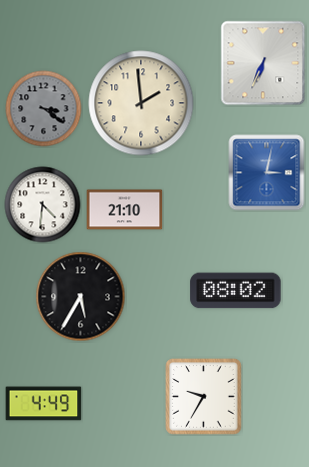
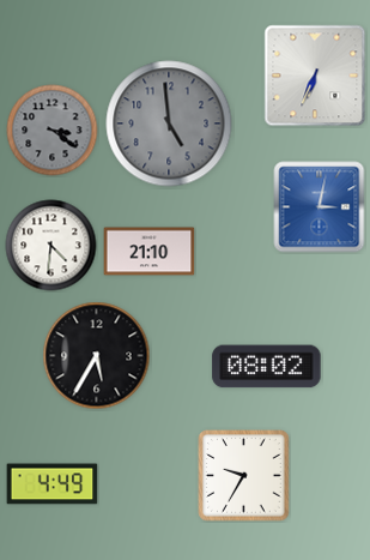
clock at (141, 103): 1:59 -> 4:59
clock at (141, 103) dial: cream -> grey
clock at (236, 291) position: (236, 291) -> (267, 367)
